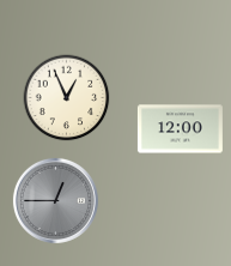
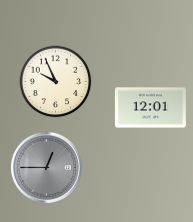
clock at (67, 98): 12:56 -> 9:56
clock at (180, 129): 12:00 -> 12:01
